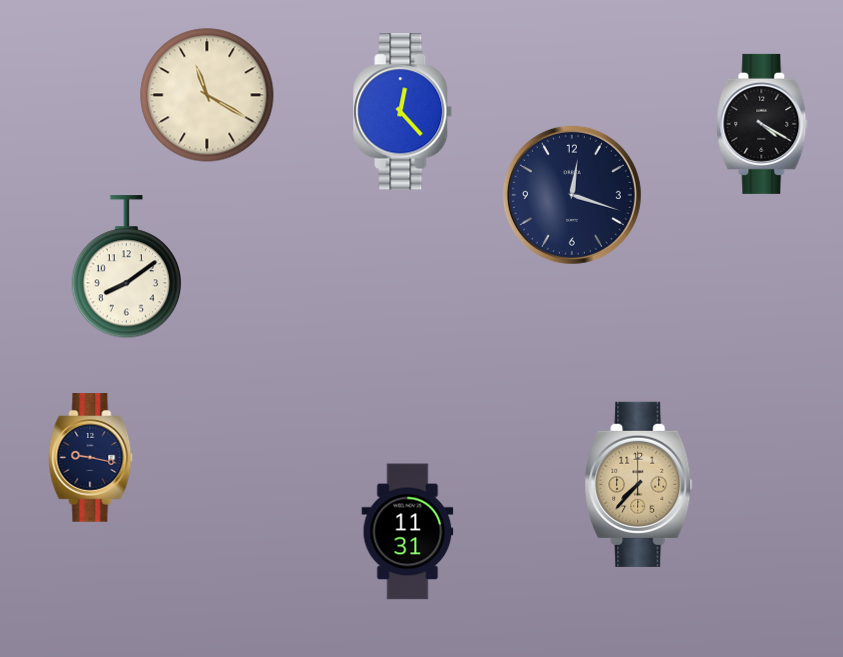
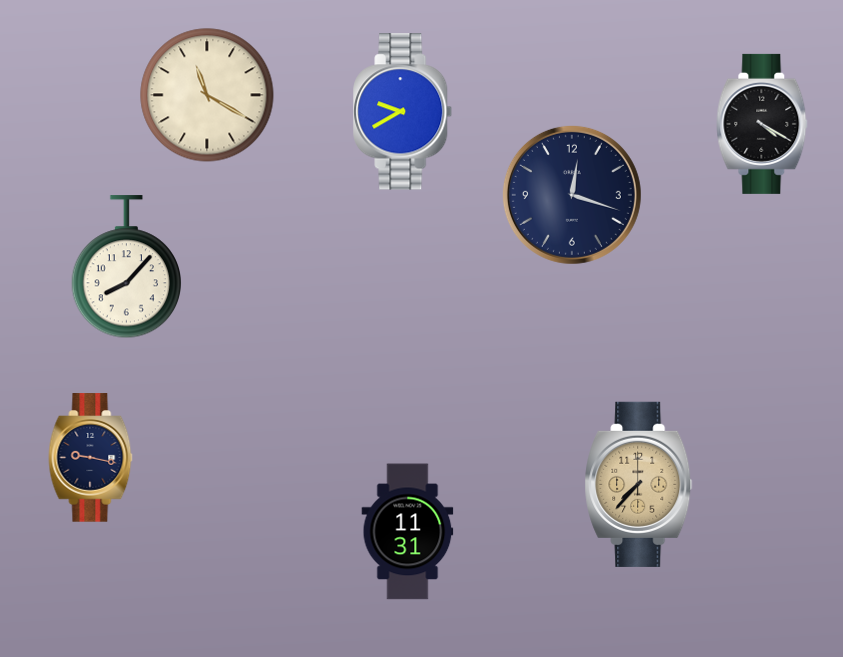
clock at (403, 112): 12:23 -> 9:40
clock at (126, 267): 8:09 -> 8:07
